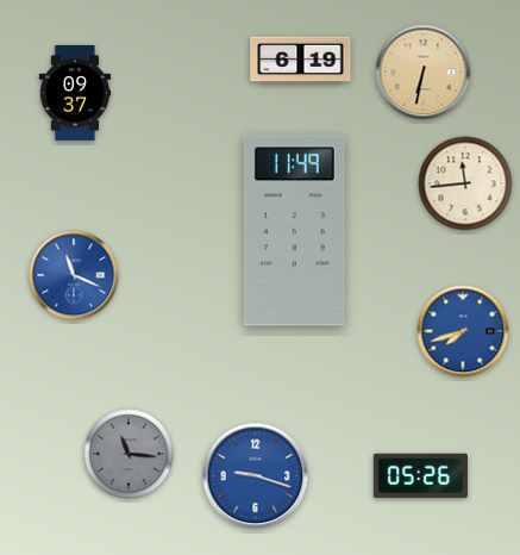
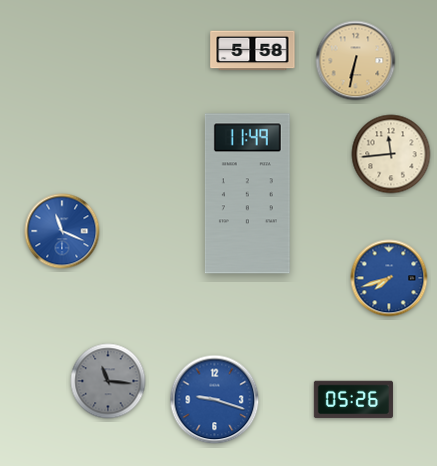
clock at (301, 61): 6:19 -> 5:58
clock at (75, 93): 09:37 -> none
